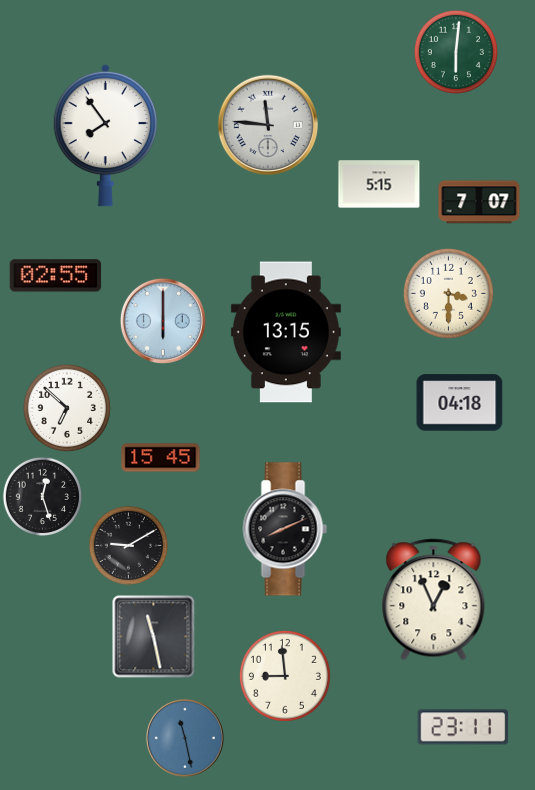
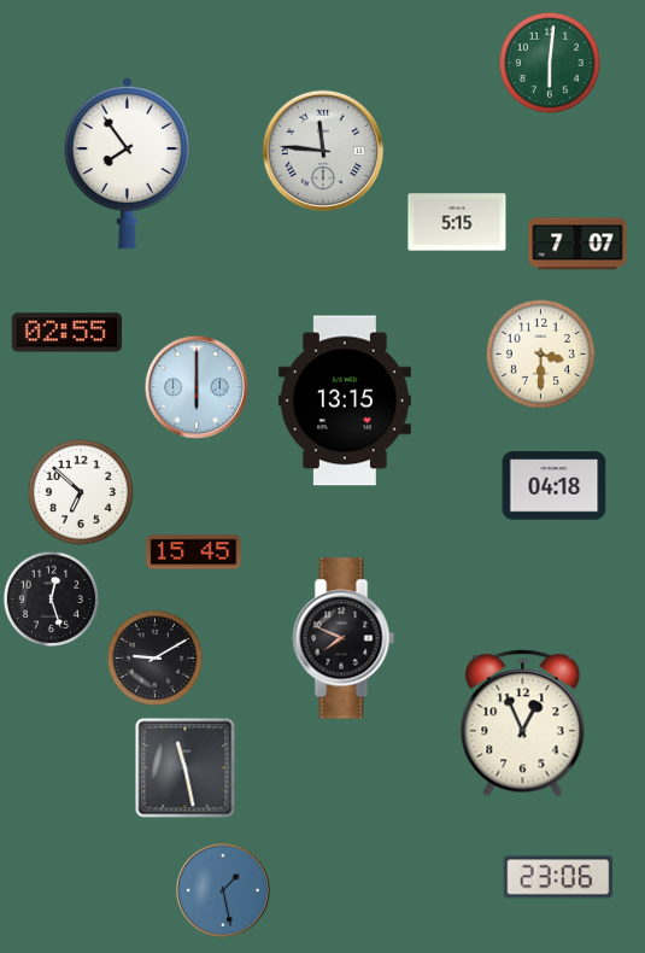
clock at (285, 529): 8:11 -> 7:49
clock at (285, 676): 8:59 -> none
clock at (463, 727): 23:11 -> 23:06
clock at (185, 738): 11:28 -> 1:28
